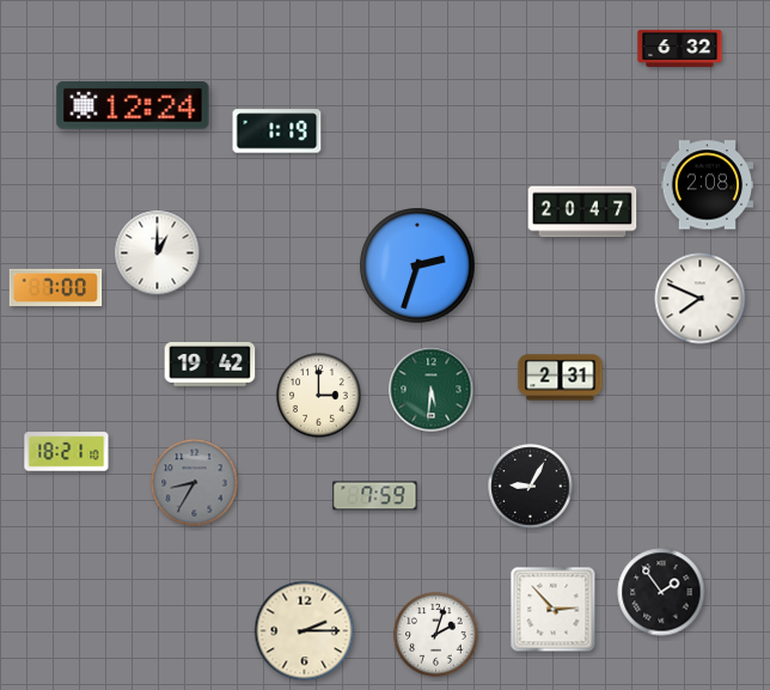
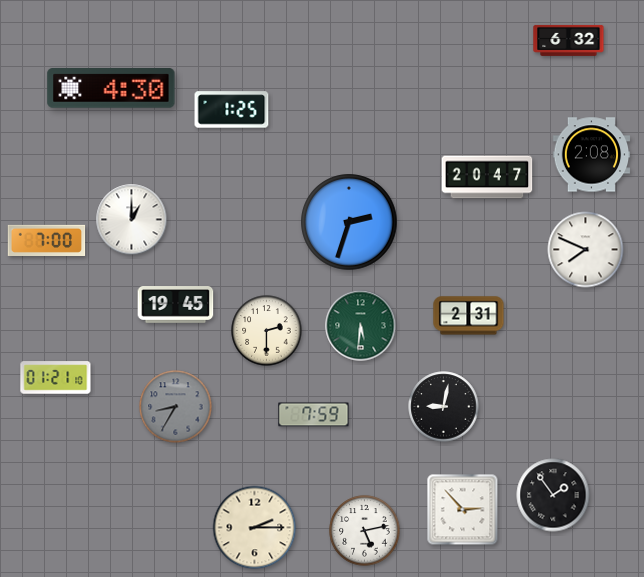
clock at (133, 105): 12:24 -> 4:30
clock at (277, 132): 1:19 -> 1:25
clock at (158, 254) position: (158, 254) -> (132, 220)
clock at (210, 365): 19:42 -> 19:45
clock at (319, 396): 3:00 -> 2:30
clock at (67, 452): 18:21 -> 01:21
clock at (195, 483) position: (195, 483) -> (176, 407)
clock at (531, 487): 9:05 -> 9:02
clock at (436, 635): 2:03 -> 5:13
